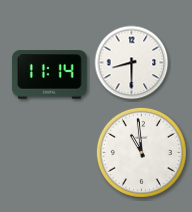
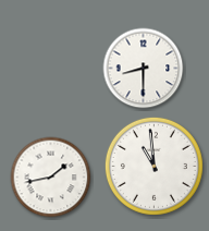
clock at (50, 75): 11:14 -> none
clock at (51, 178): none -> 1:43
